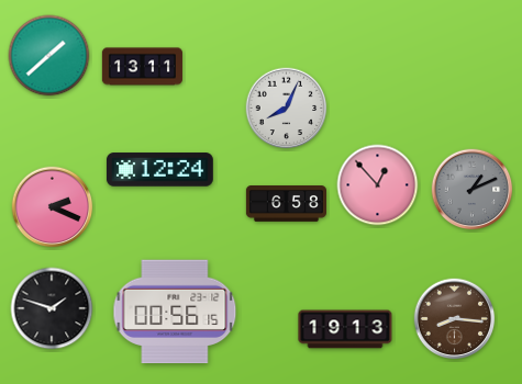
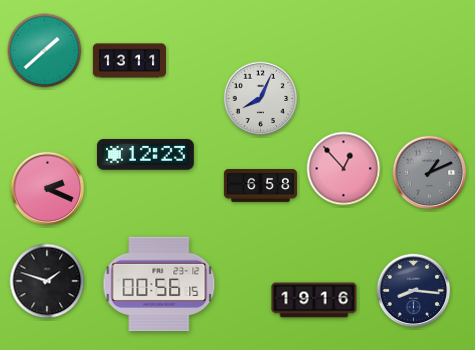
clock at (159, 170): 12:24 -> 12:23
clock at (455, 319) dial: brown -> navy
clock at (345, 329): 19:13 -> 19:16
